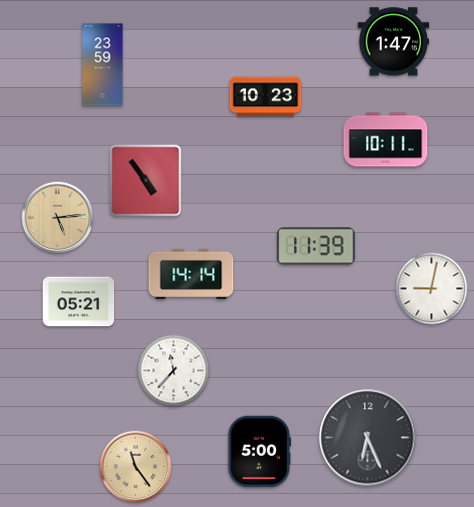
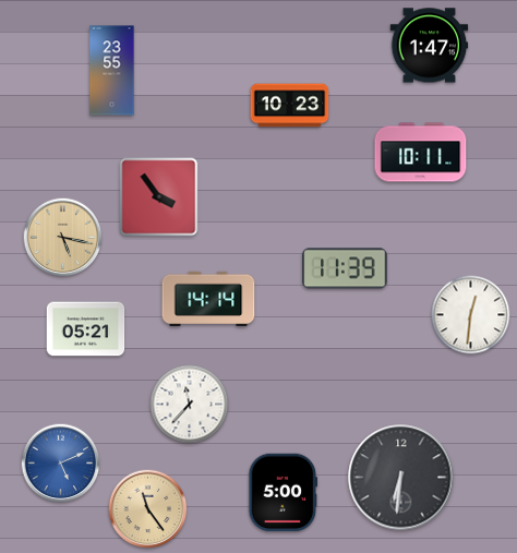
clock at (103, 65): 23:59 -> 23:55
clock at (146, 181): 4:54 -> 3:54
clock at (58, 218): 5:14 -> 5:17
clock at (432, 289): 9:02 -> 12:31
clock at (61, 464): none -> 5:11
clock at (368, 438): 6:26 -> 6:31
